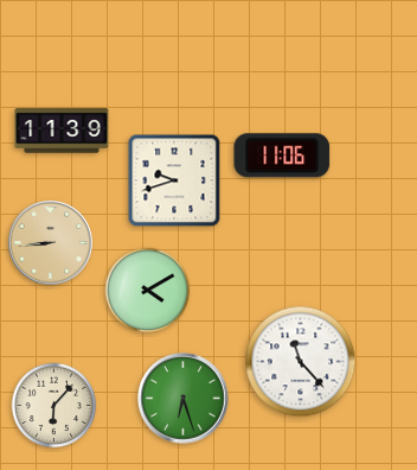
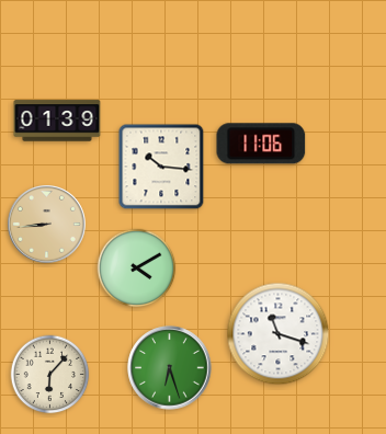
clock at (62, 131): 11:39 -> 01:39
clock at (174, 180): 9:42 -> 10:16
clock at (301, 362): 11:23 -> 11:18
